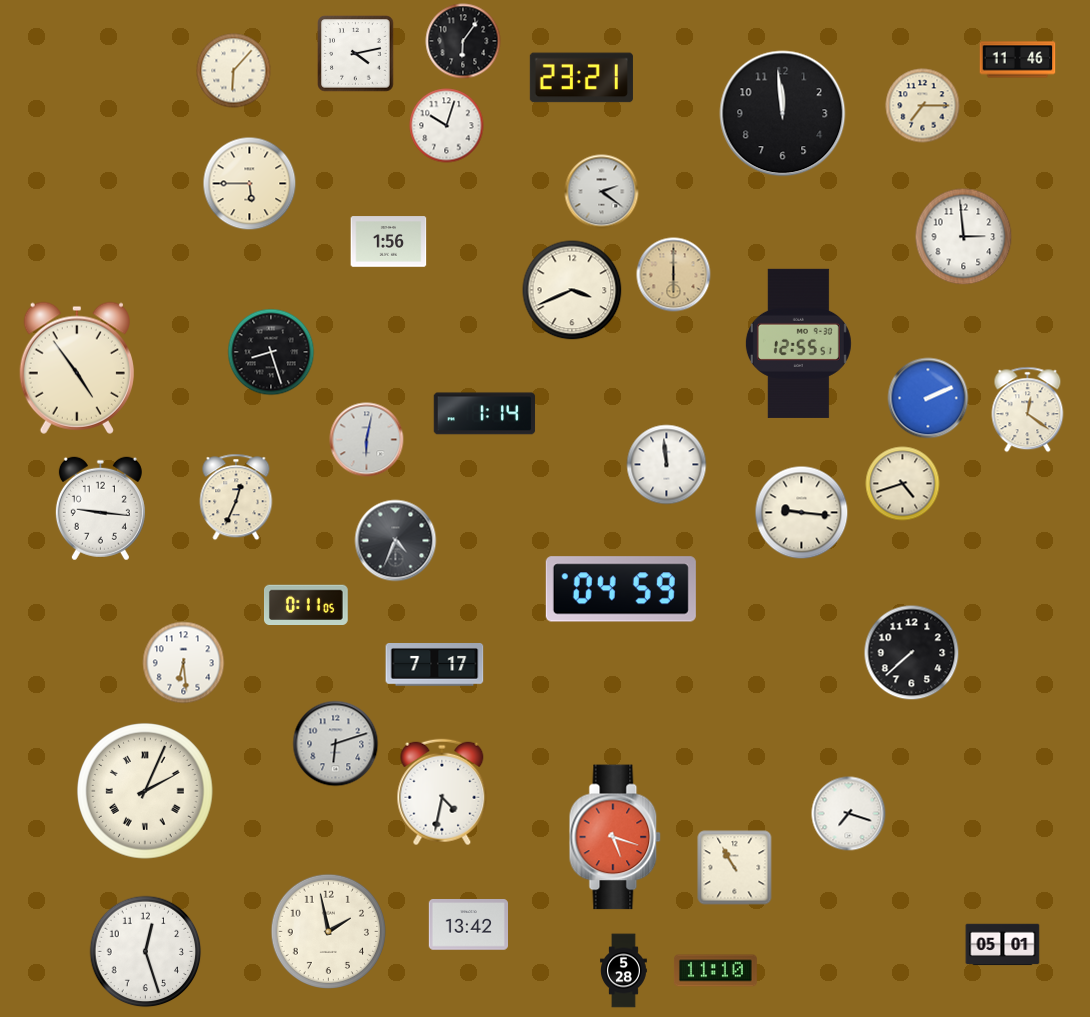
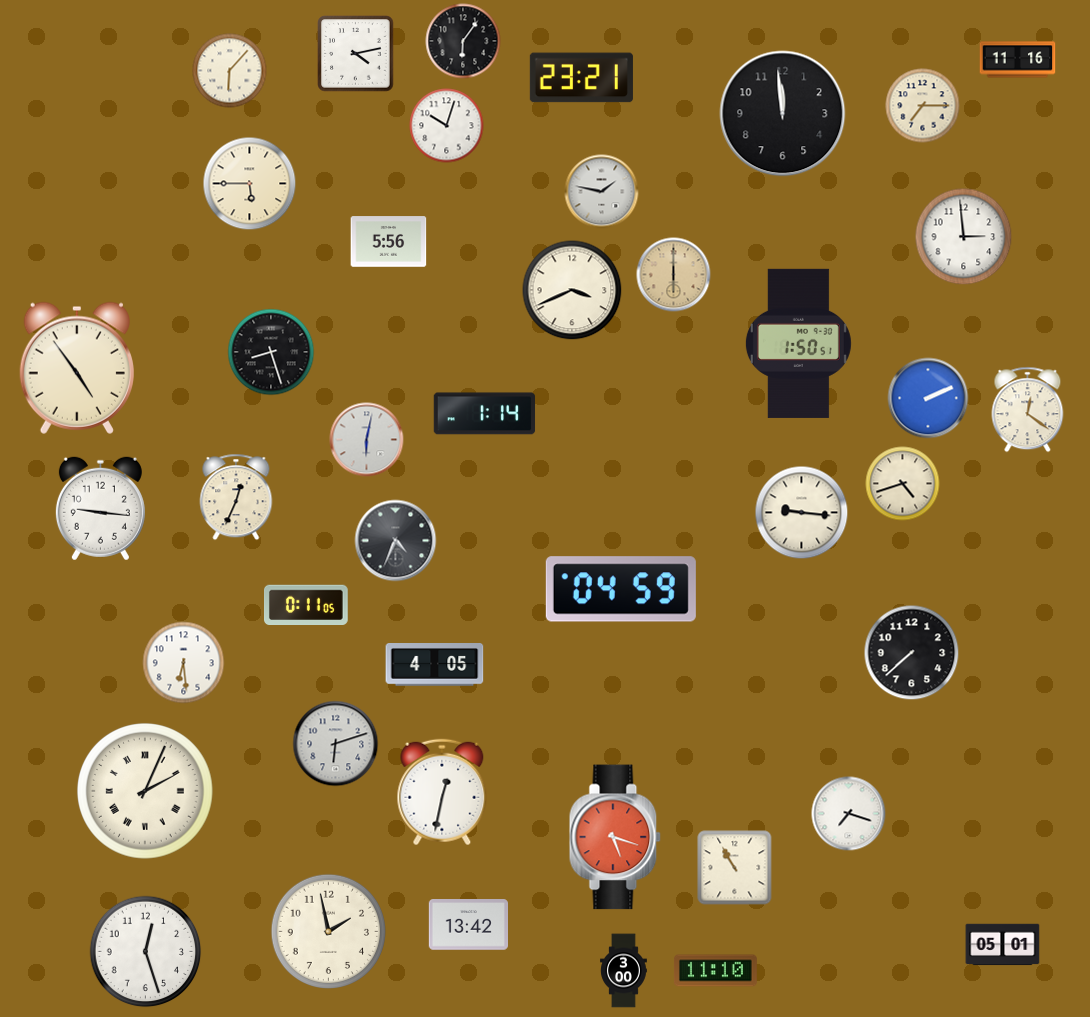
clock at (1018, 60): 11:46 -> 11:16
clock at (234, 71) position: (234, 71) -> (230, 71)
clock at (602, 192): 2:21 -> 1:47
clock at (389, 242): 1:56 -> 5:56
clock at (798, 343): 12:55 -> 1:50
clock at (667, 465): 11:59 -> none
clock at (435, 665): 7:17 -> 4:05
clock at (442, 792): 4:32 -> 12:32
clock at (624, 971): 5:28 -> 3:00
